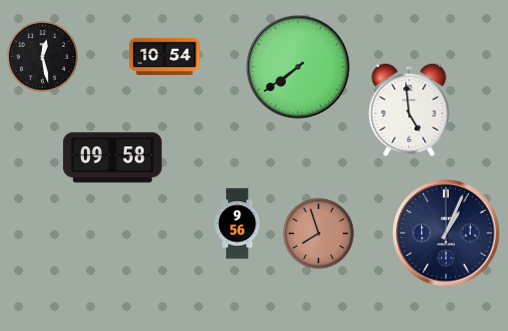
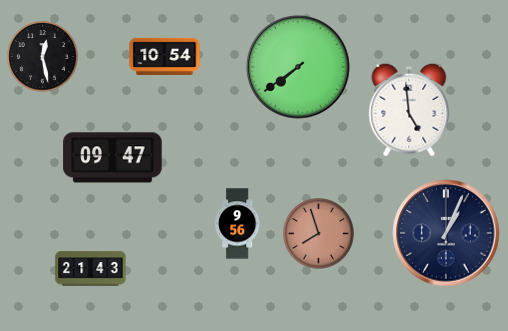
clock at (113, 158): 09:58 -> 09:47
clock at (91, 269): none -> 21:43
